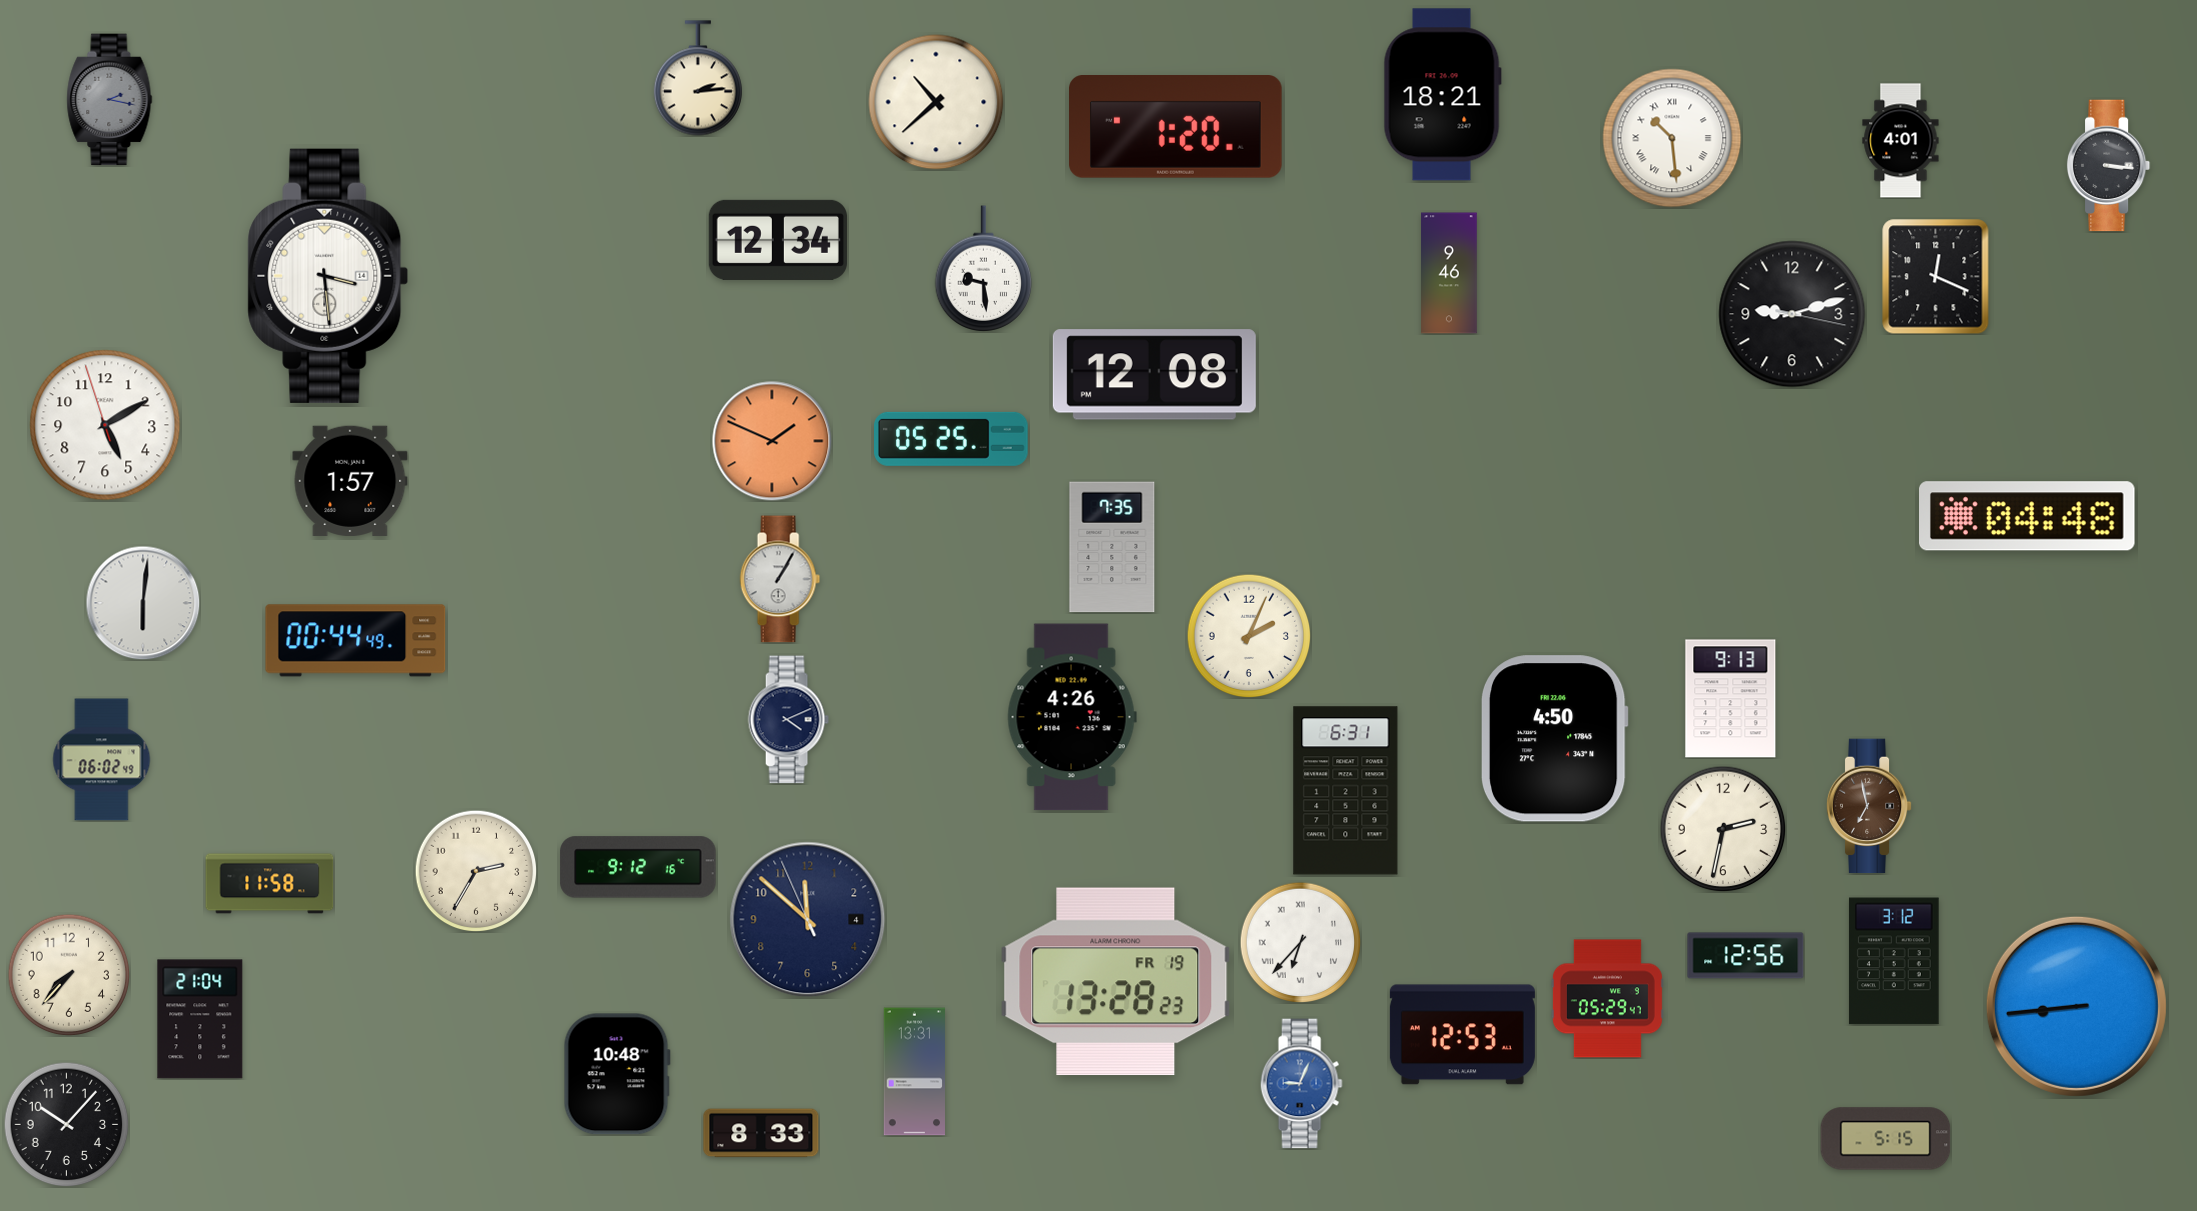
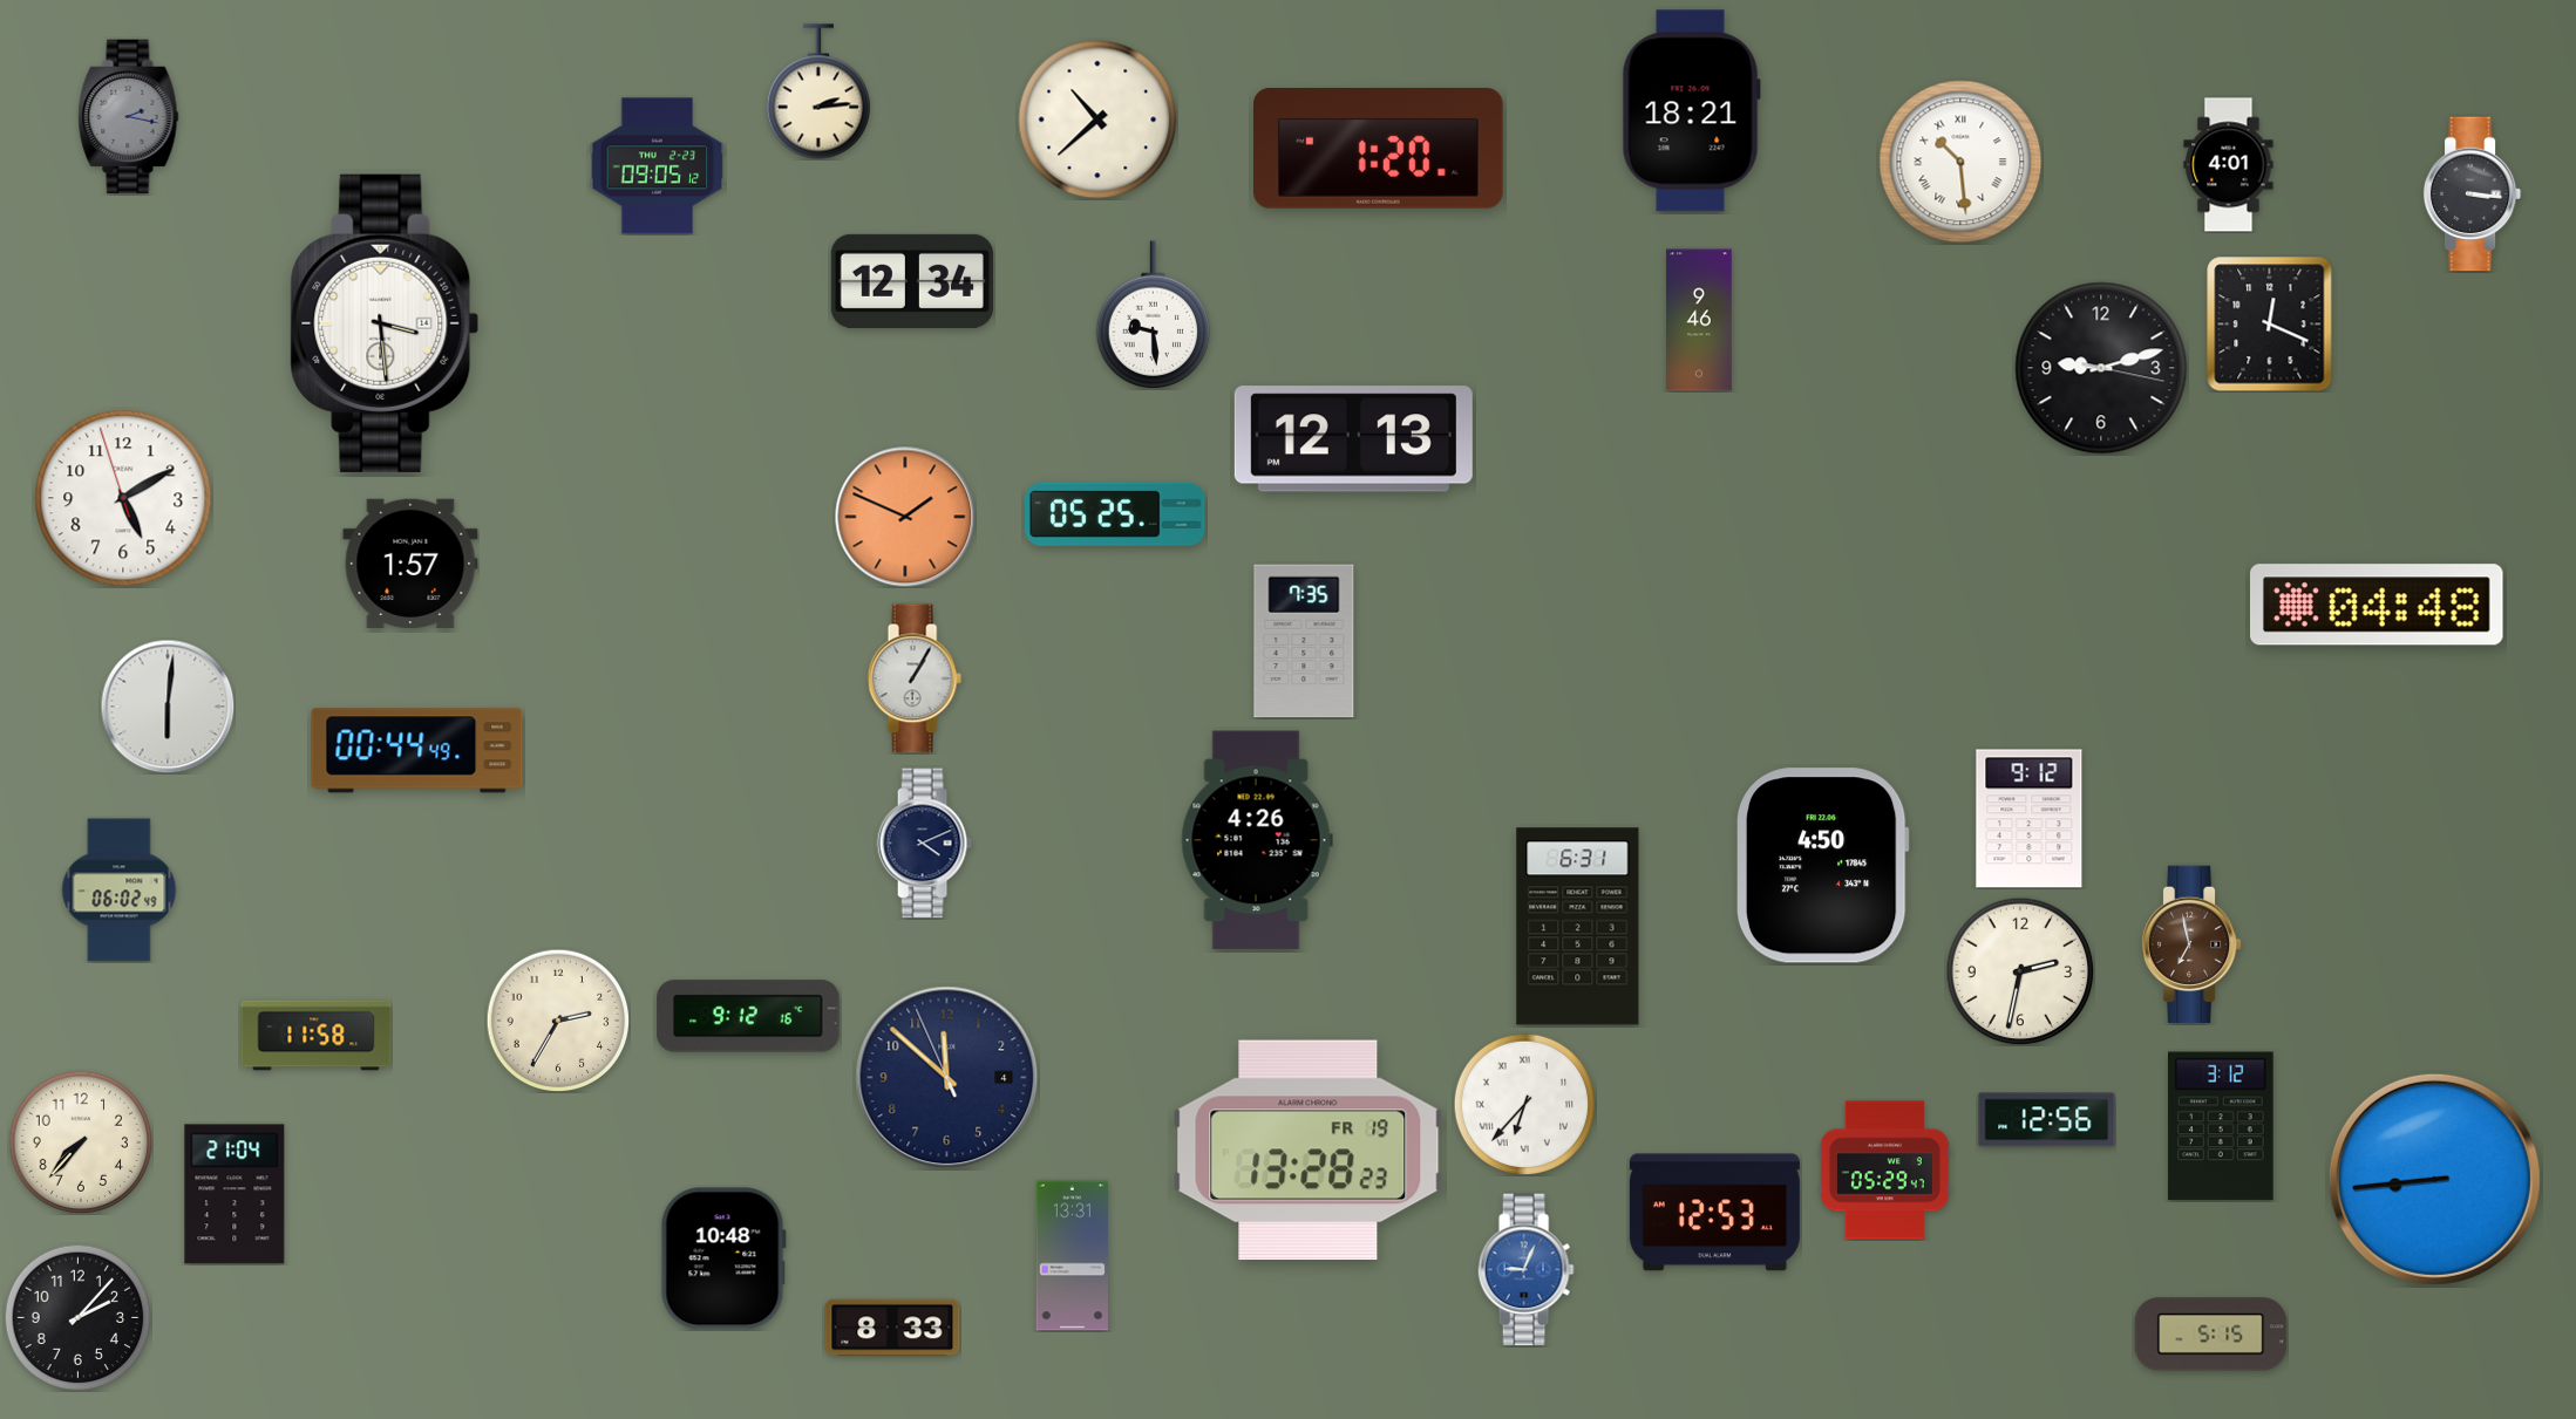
clock at (658, 166): none -> 09:05
clock at (1154, 375): 12:08 -> 12:13
clock at (1249, 636): 2:04 -> none
clock at (1731, 699): 9:13 -> 9:12
clock at (66, 1124): 10:07 -> 2:07
